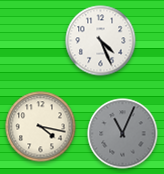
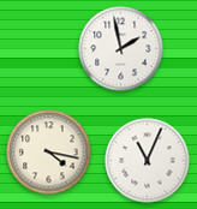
clock at (101, 41): 4:26 -> 1:58
clock at (123, 134) dial: grey -> white
